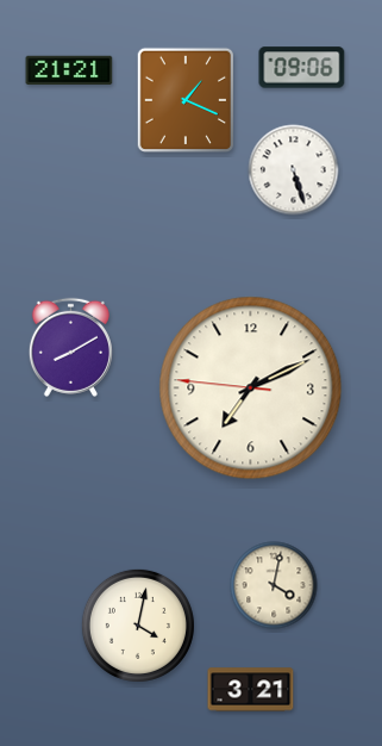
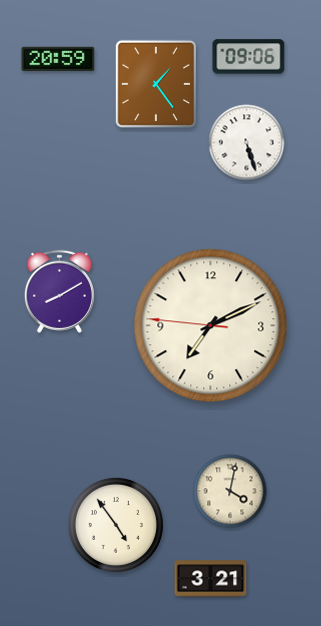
clock at (302, 68) position: (302, 68) -> (249, 57)
clock at (69, 70): 21:21 -> 20:59
clock at (184, 99): 1:19 -> 1:24
clock at (138, 626): 4:02 -> 4:54
